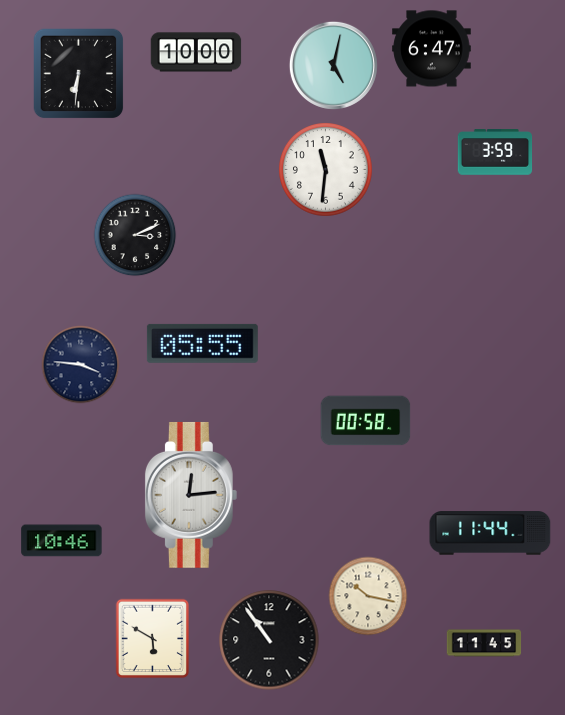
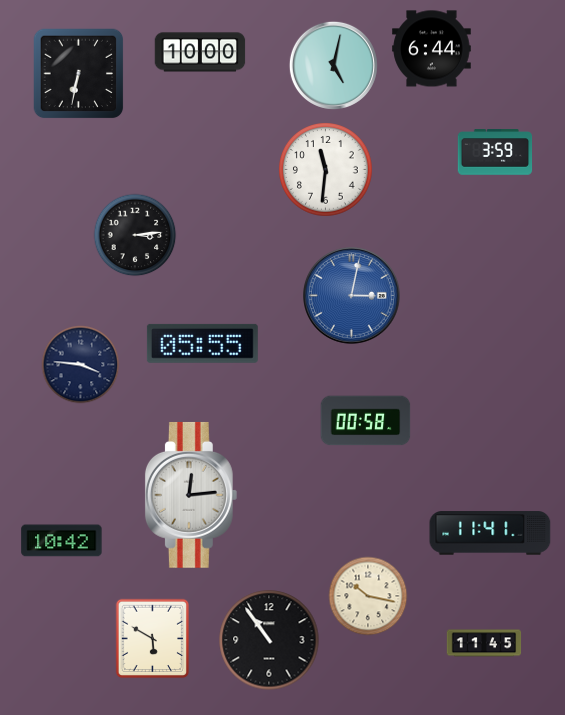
clock at (432, 49): 6:47 -> 6:44
clock at (196, 52) position: (196, 52) -> (200, 52)
clock at (79, 74): 6:31 -> 6:32
clock at (135, 235): 3:11 -> 3:14
clock at (352, 296): none -> 3:02
clock at (490, 533): 11:44 -> 11:41
clock at (62, 541): 10:46 -> 10:42
